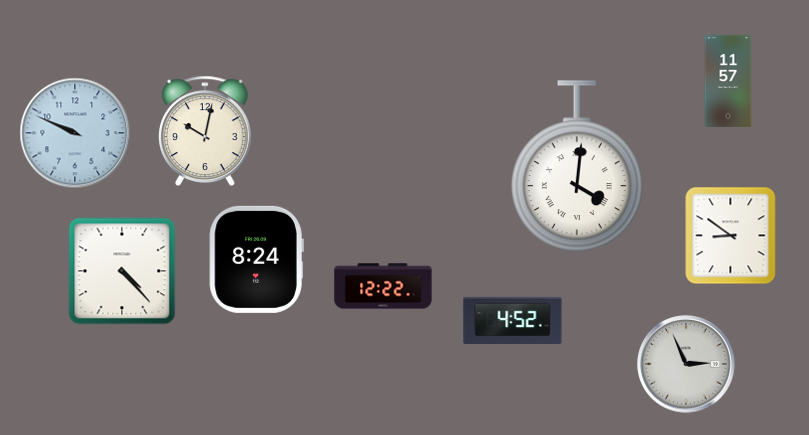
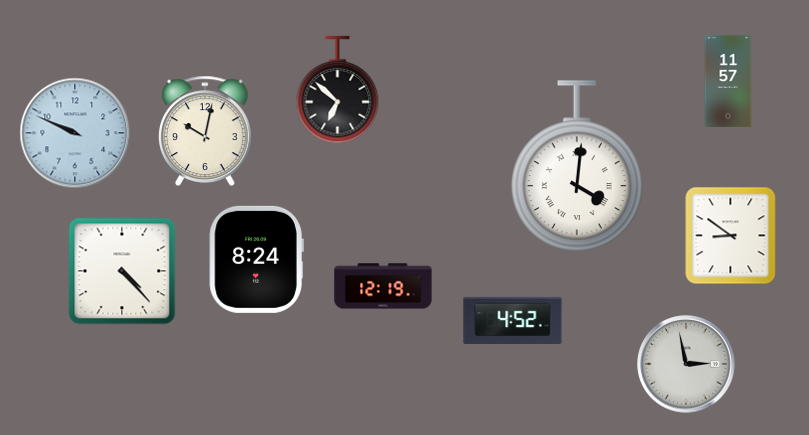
clock at (338, 90): none -> 6:52
clock at (383, 286): 12:22 -> 12:19
clock at (686, 364): 2:56 -> 2:58
